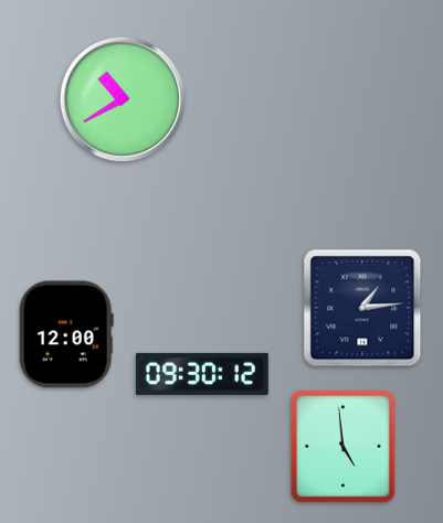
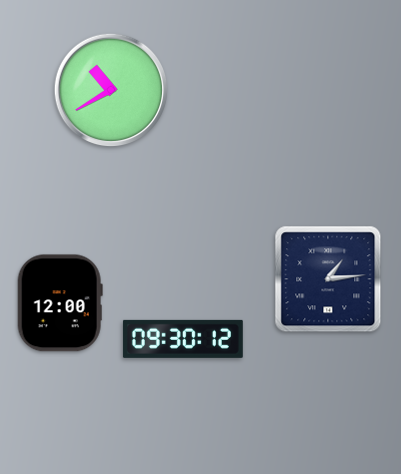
clock at (344, 447): 4:59 -> none
